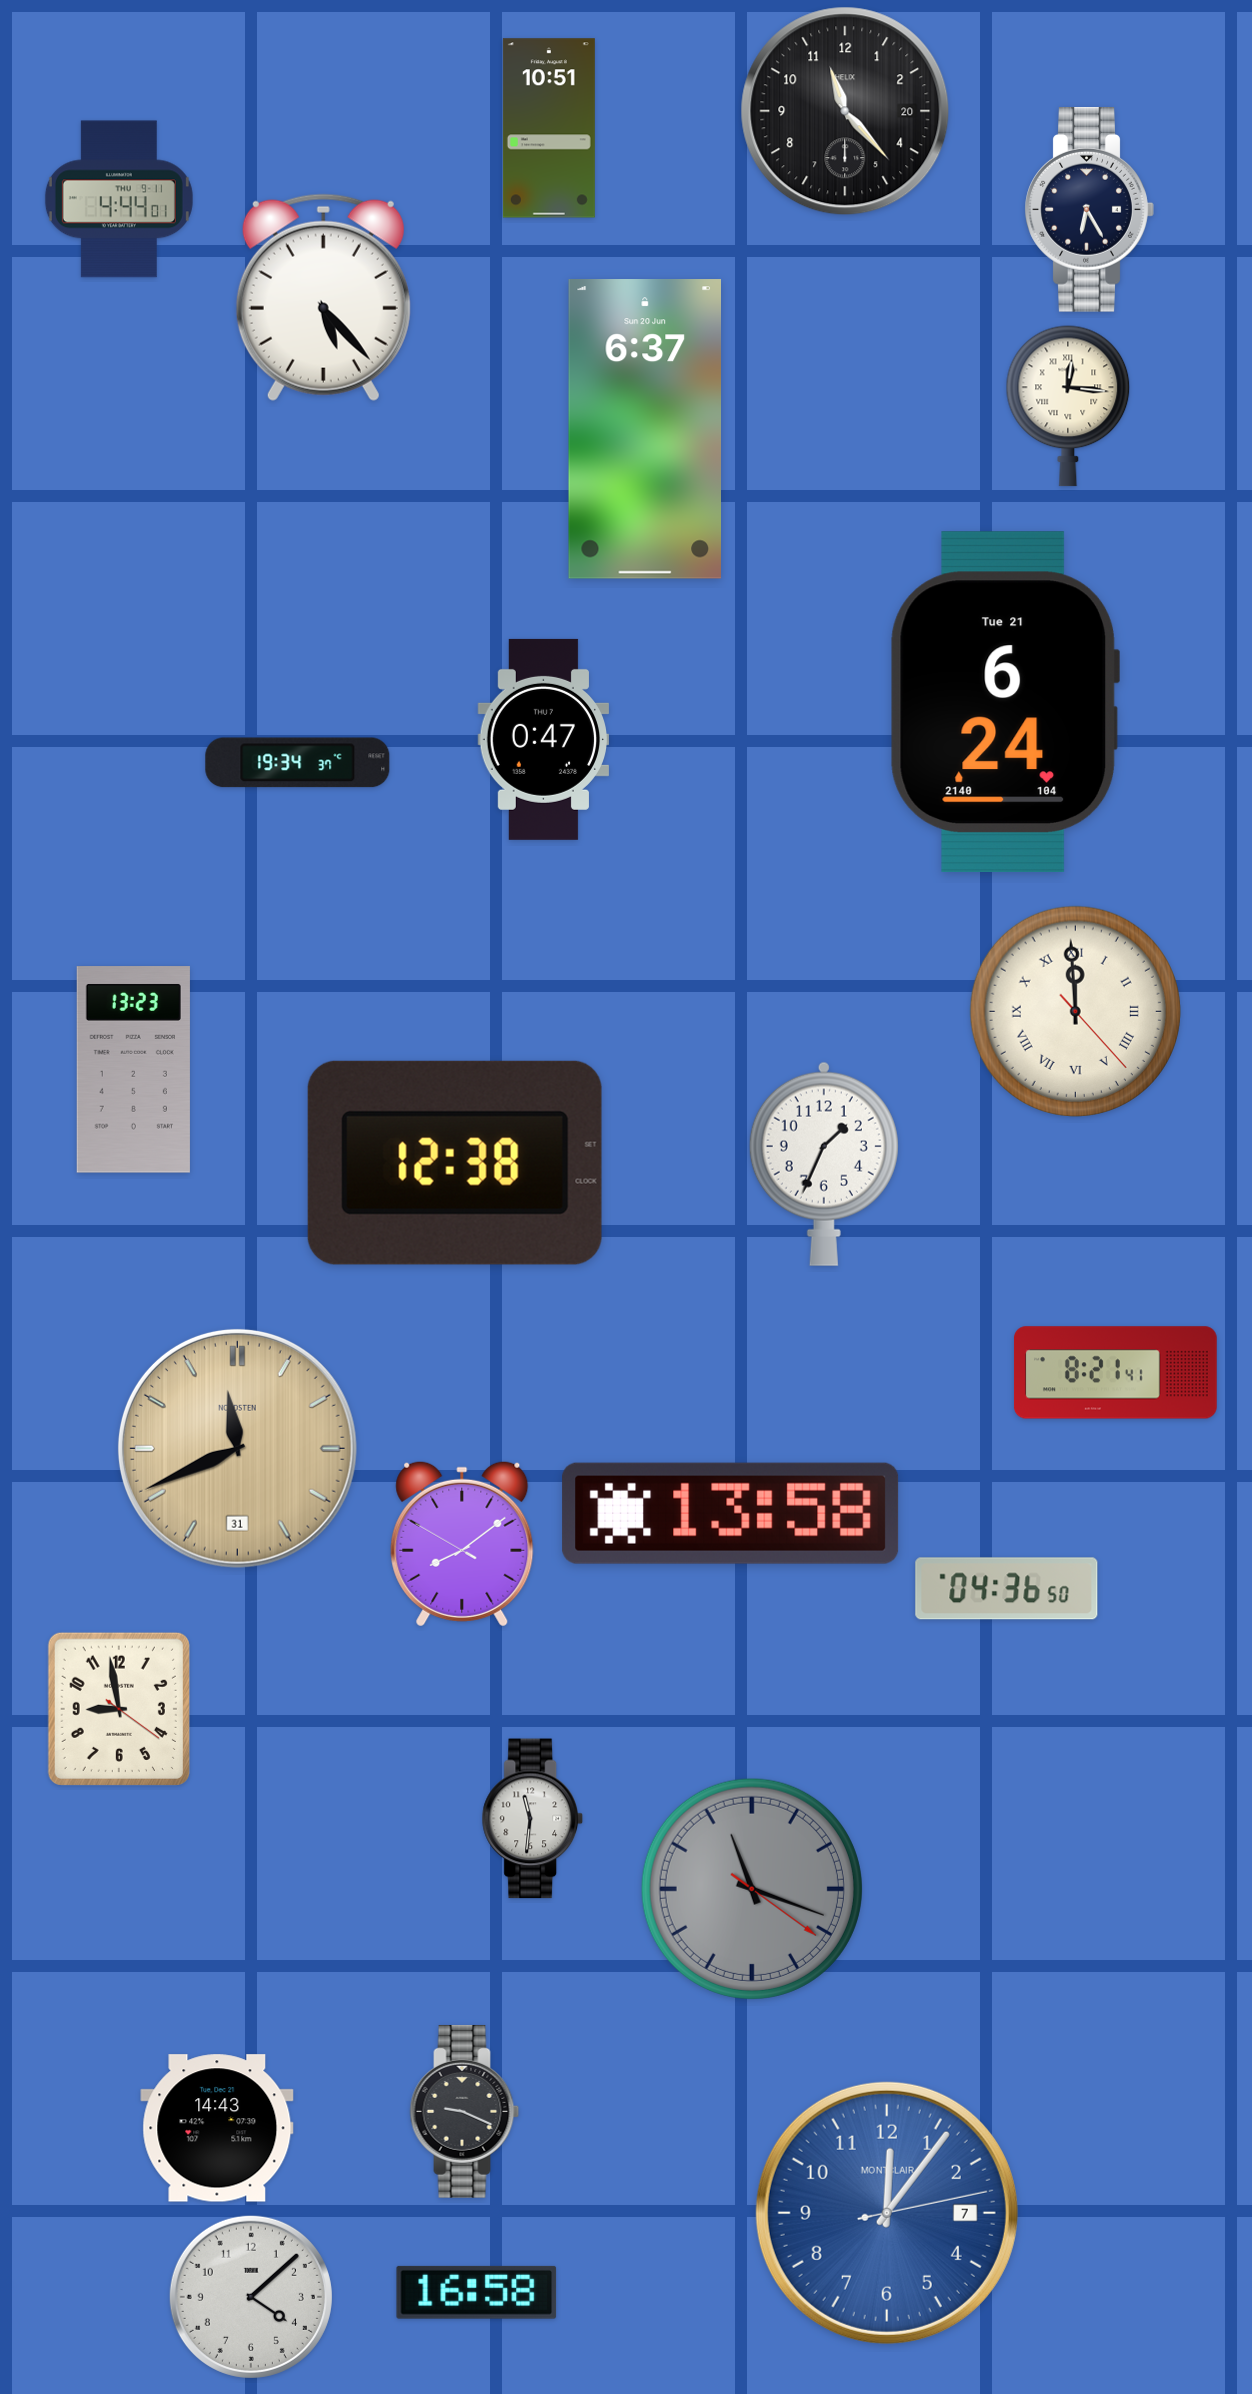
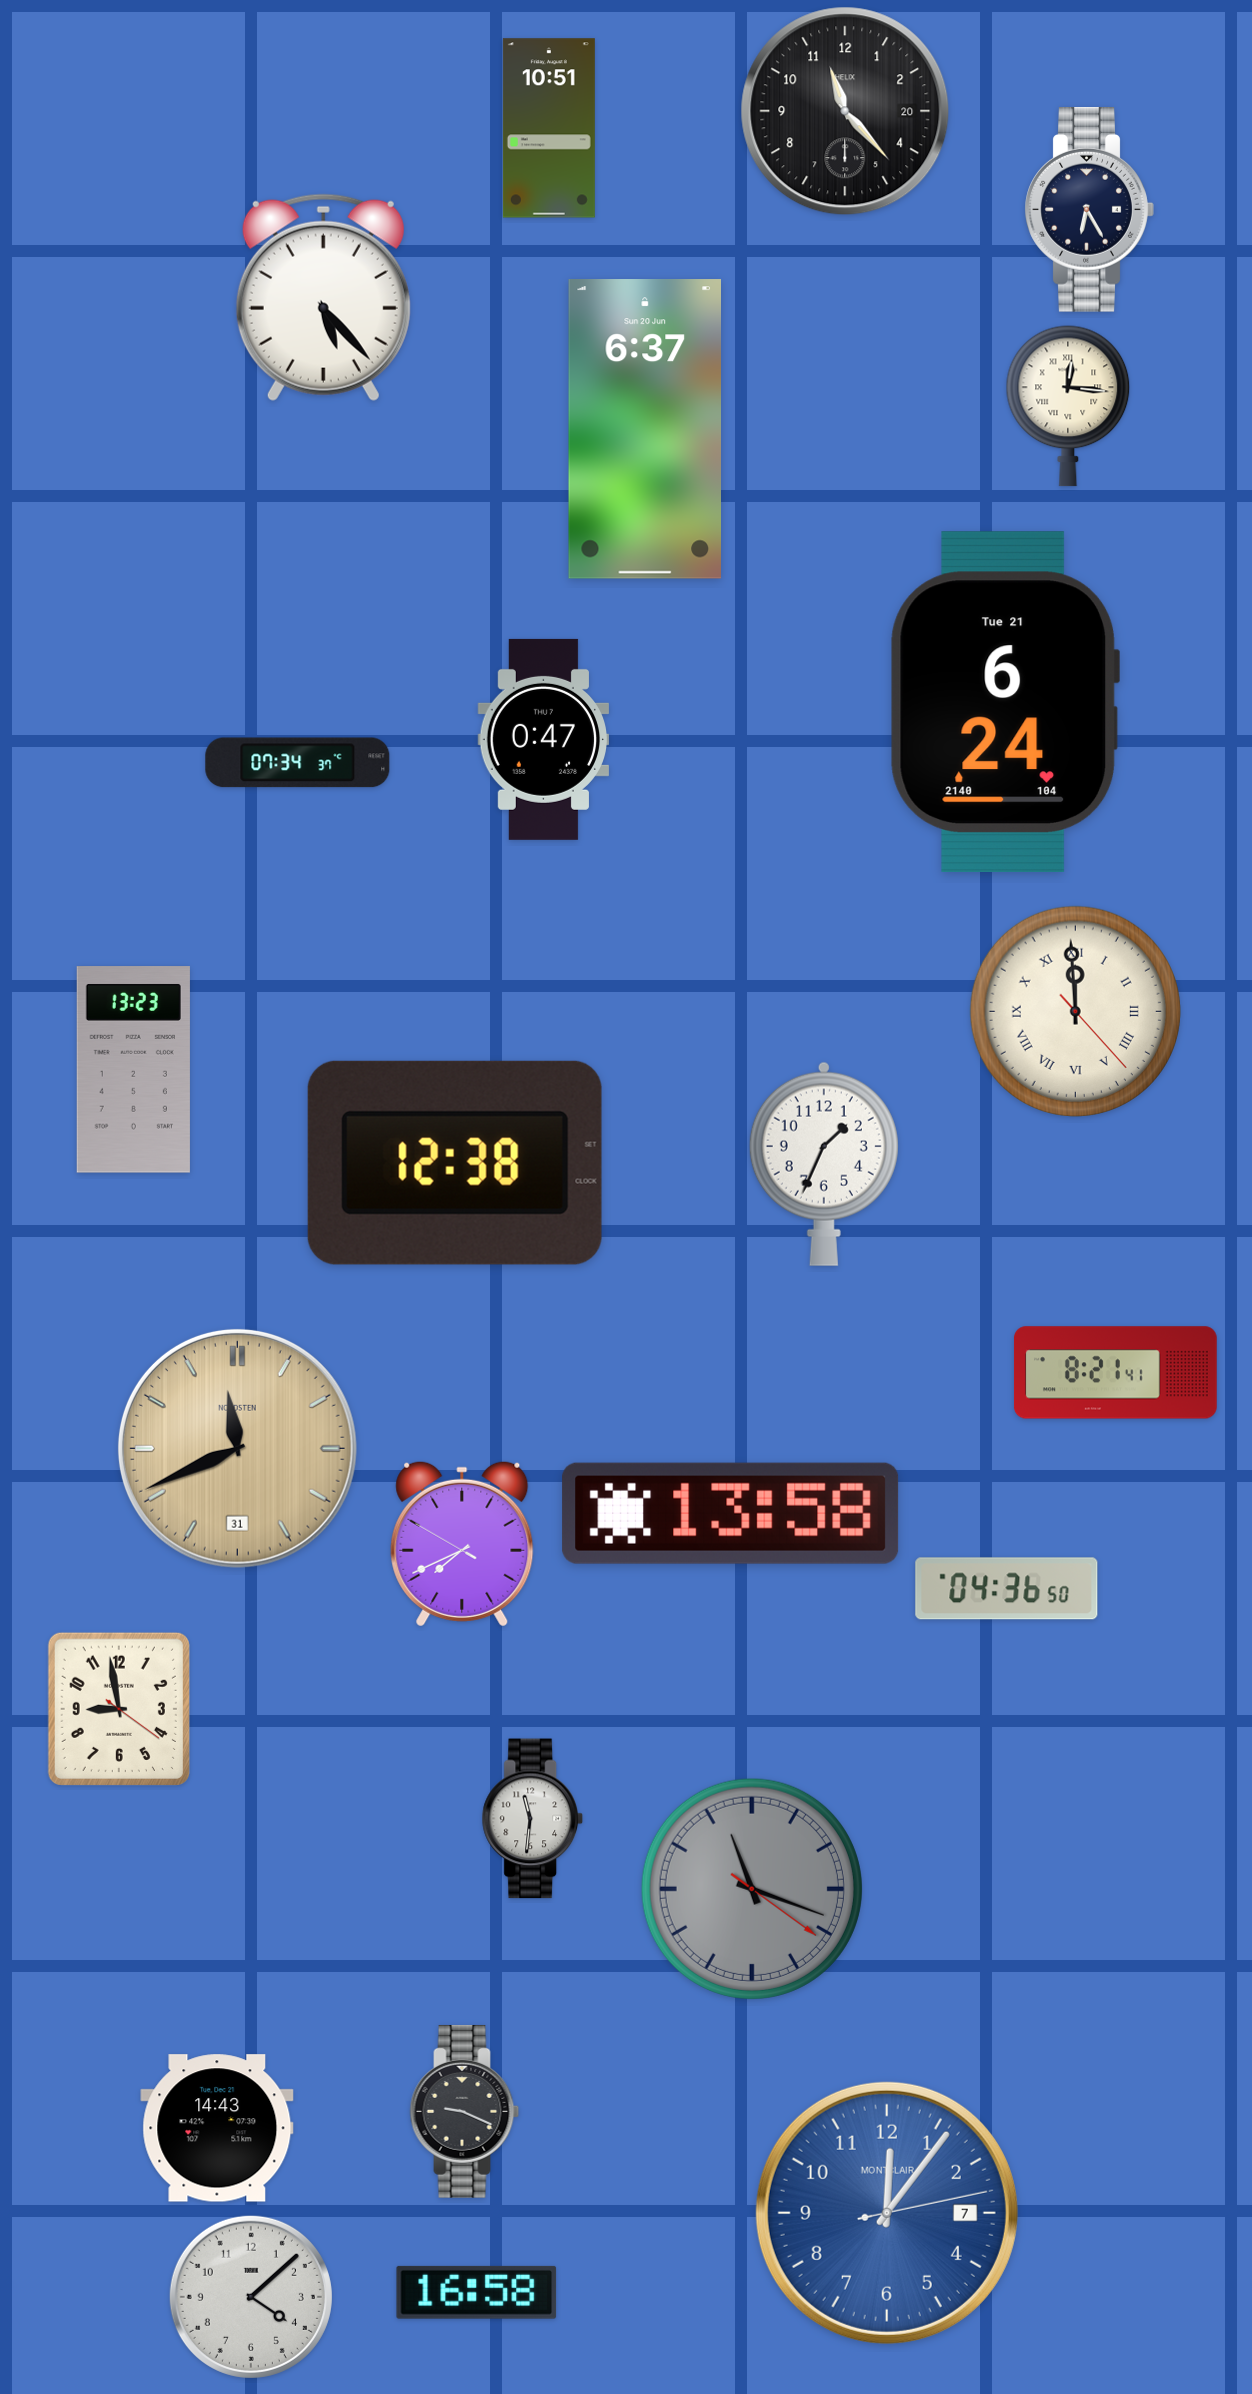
clock at (119, 199): 4:44 -> none
clock at (298, 763): 19:34 -> 07:34
clock at (462, 1544): 8:08 -> 7:40
